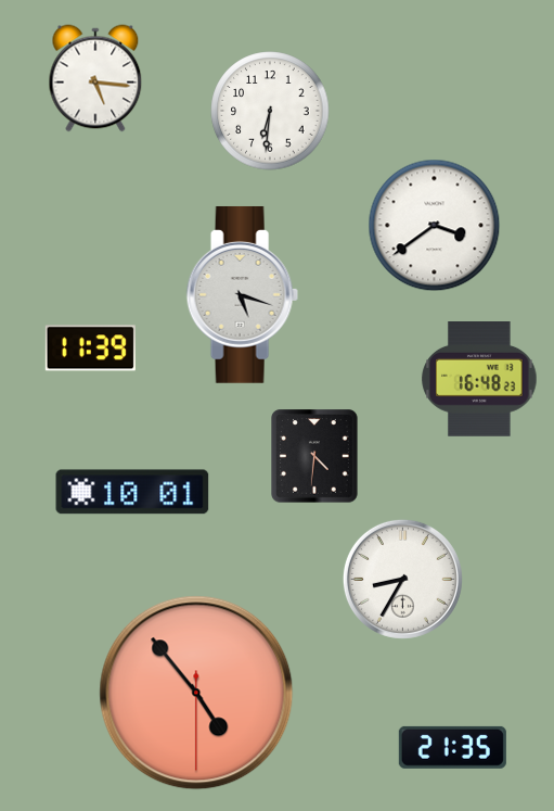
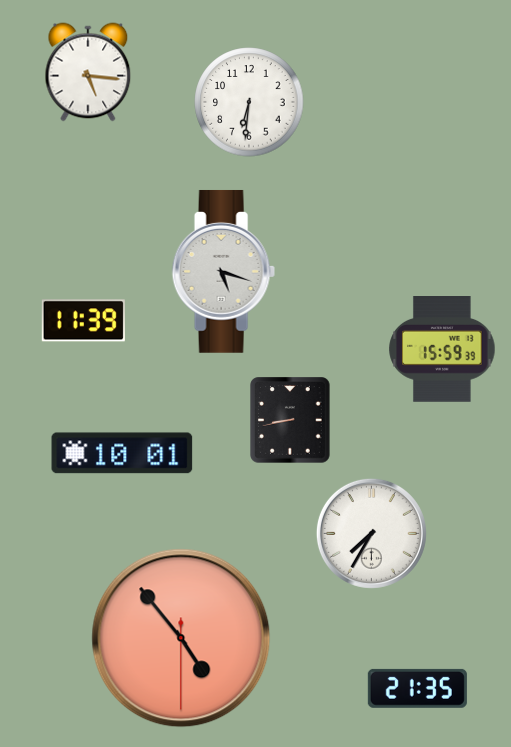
clock at (435, 226): 3:39 -> none
clock at (479, 380): 16:48 -> 15:59
clock at (314, 456): 4:31 -> 8:43
clock at (402, 579): 8:35 -> 7:35
